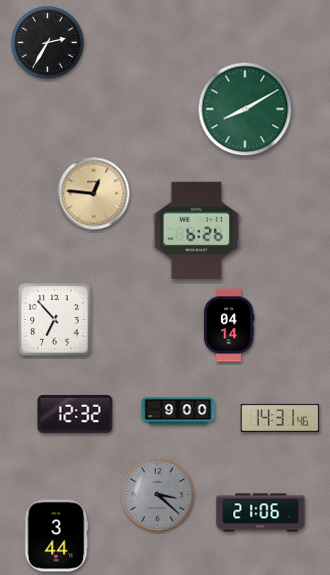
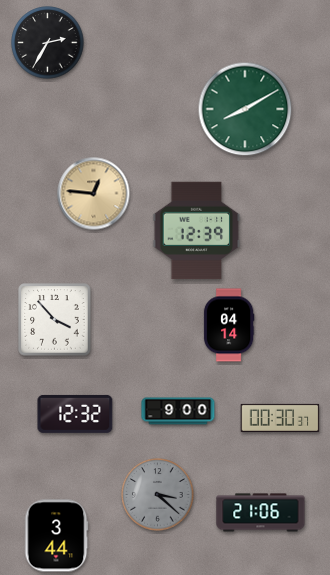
clock at (197, 231): 6:26 -> 12:39
clock at (55, 320): 6:53 -> 3:53
clock at (280, 418): 14:31 -> 00:30
